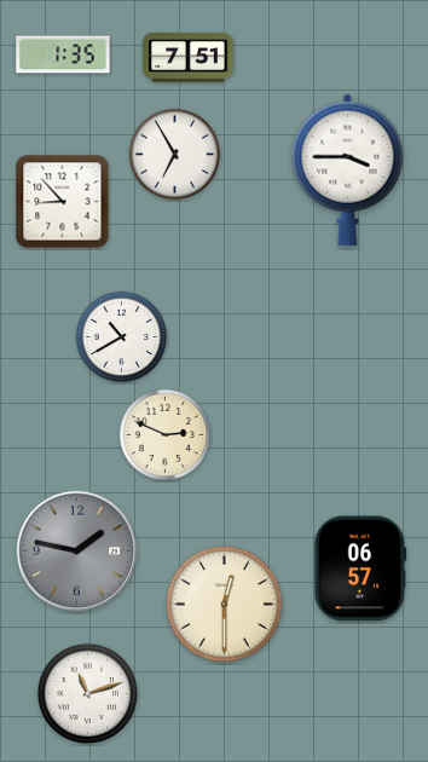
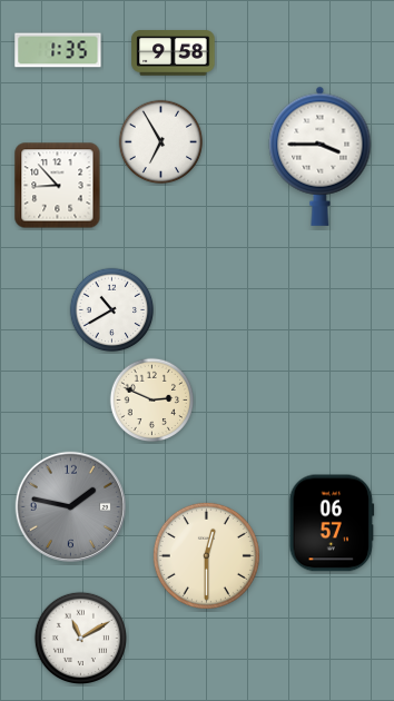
clock at (189, 58): 7:51 -> 9:58
clock at (87, 693): 11:12 -> 11:10
